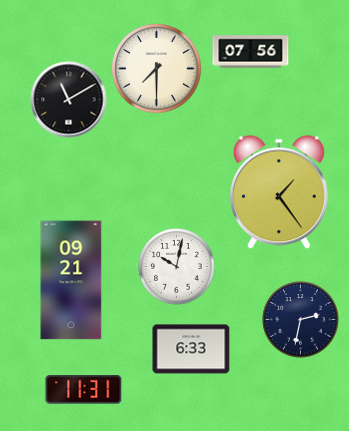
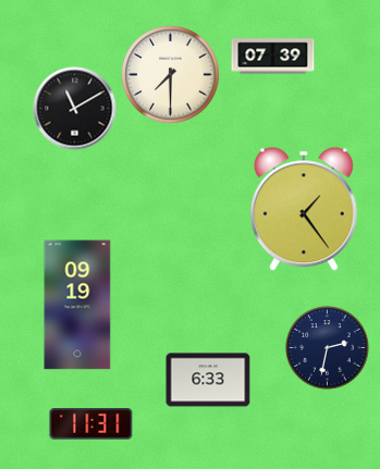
clock at (251, 52): 07:56 -> 07:39
clock at (177, 267): 10:02 -> none
clock at (71, 280): 09:21 -> 09:19
